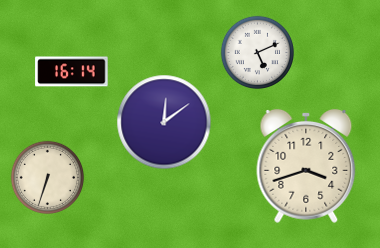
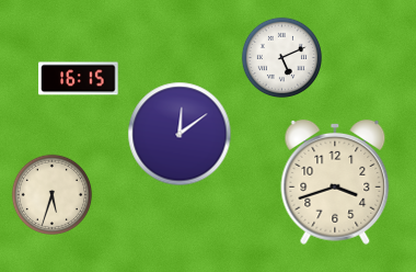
clock at (72, 72): 16:14 -> 16:15
clock at (47, 177): 6:33 -> 5:33
